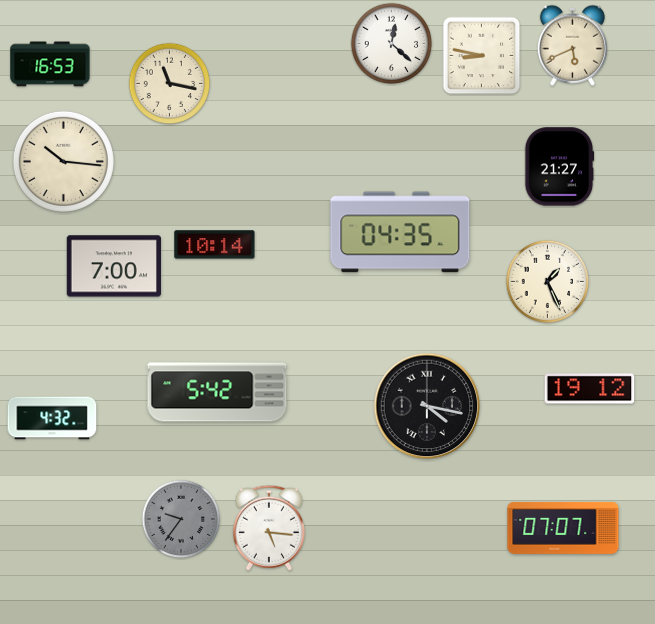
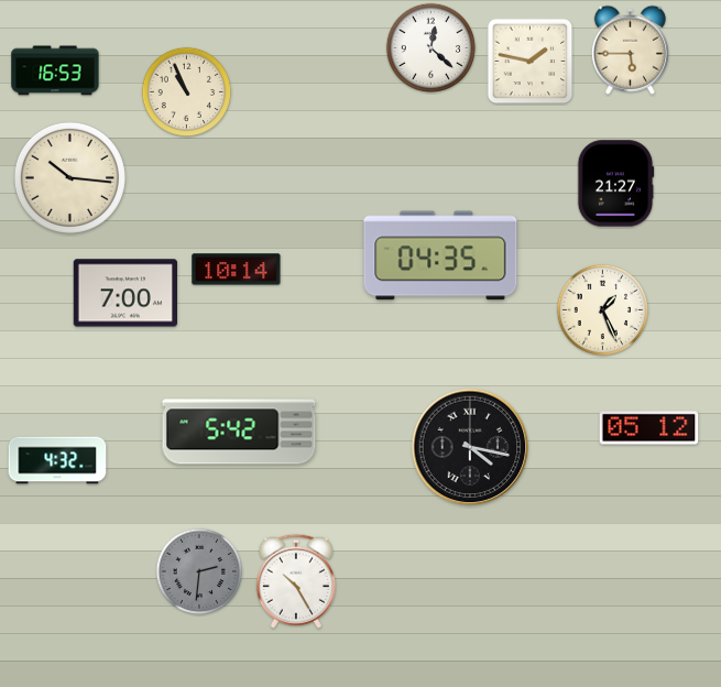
clock at (572, 45): 5:41 -> 5:45
clock at (482, 56): 8:47 -> 1:47
clock at (170, 84): 11:17 -> 10:56
clock at (590, 389): 19:12 -> 05:12
clock at (181, 519): 9:36 -> 2:31
clock at (269, 528): 5:16 -> 10:25
clock at (563, 528): 07:07 -> none
